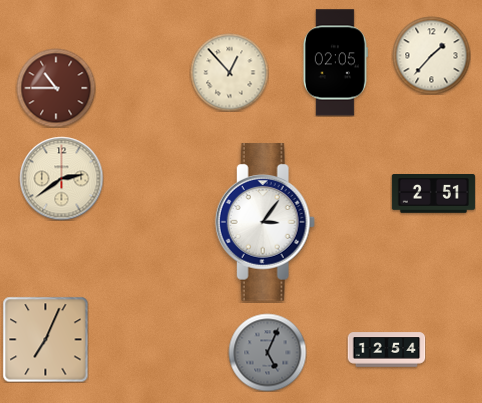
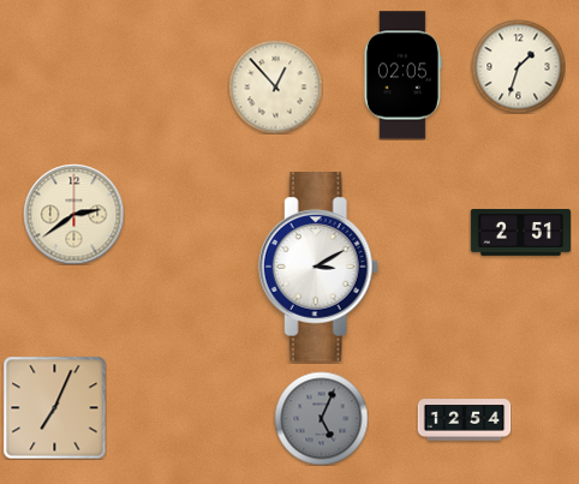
clock at (431, 55): 1:37 -> 1:33
clock at (56, 88): 10:45 -> none
clock at (265, 222): 3:06 -> 3:10
clock at (267, 352) position: (267, 352) -> (321, 418)
